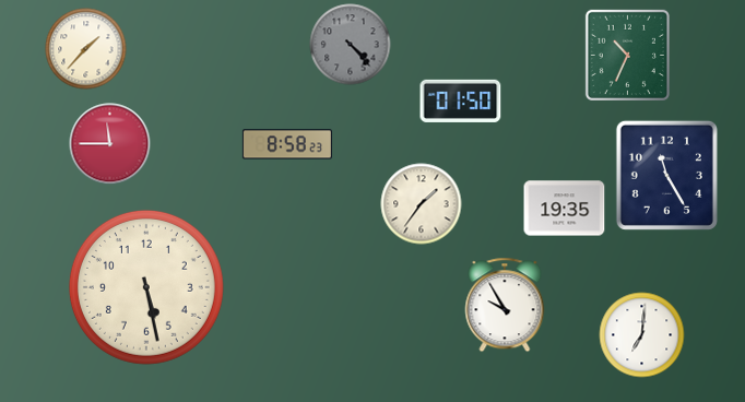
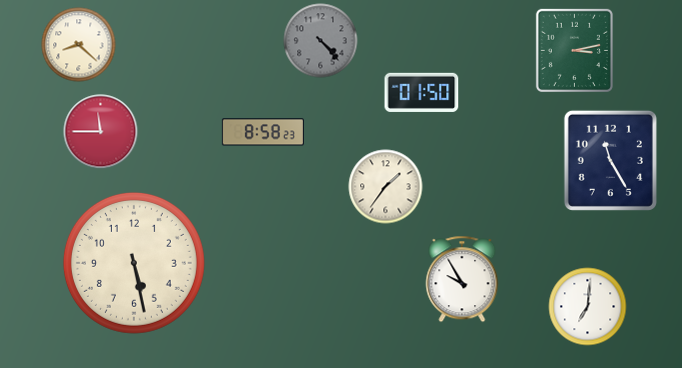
clock at (86, 49): 1:37 -> 8:22
clock at (627, 55): 10:34 -> 3:13
clock at (565, 209): 19:35 -> none
